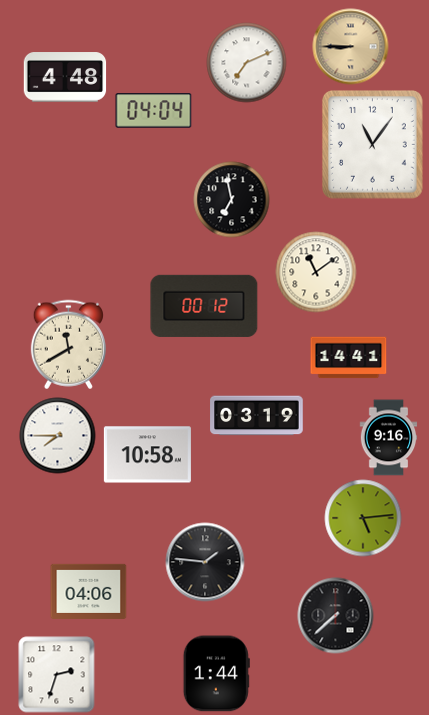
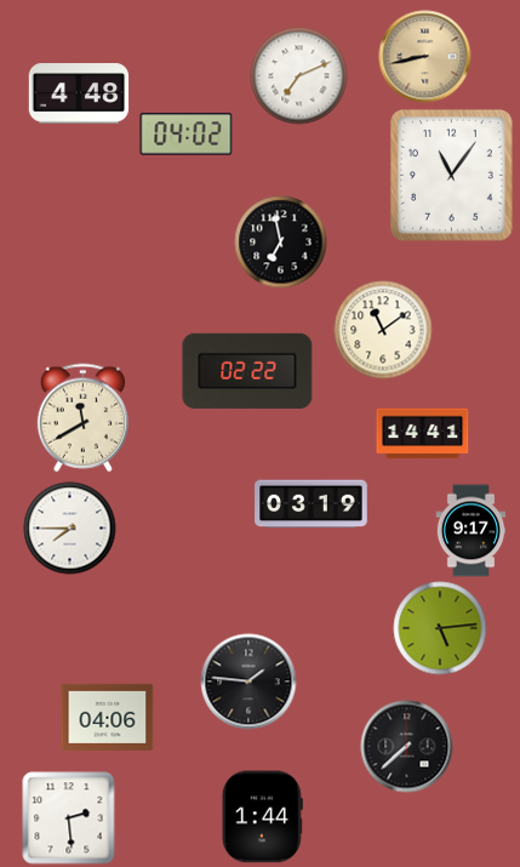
clock at (351, 47): 8:45 -> 8:43
clock at (154, 111): 04:04 -> 04:02
clock at (204, 306): 00:12 -> 02:22
clock at (389, 438): 9:16 -> 9:17
clock at (147, 455): 10:58 -> none
clock at (57, 675): 2:33 -> 2:29
